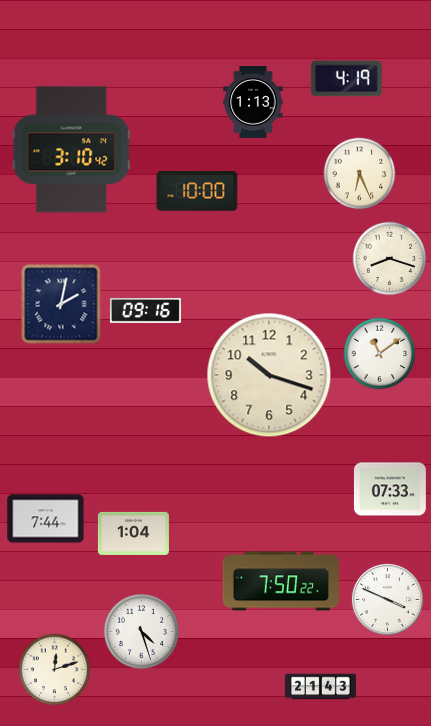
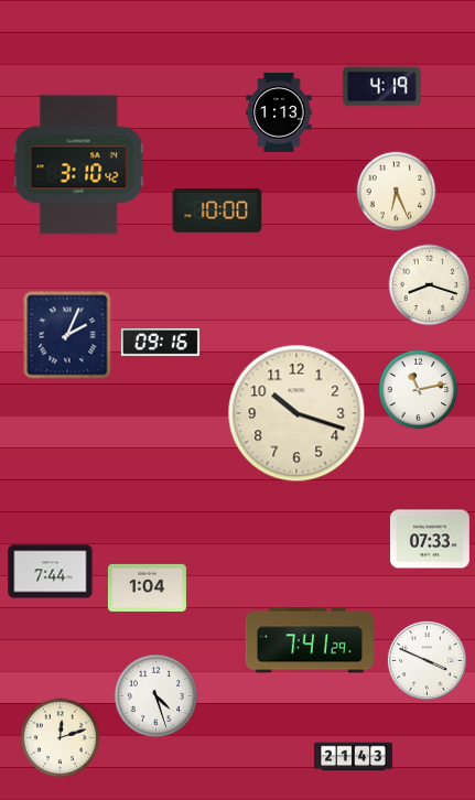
clock at (61, 304): 2:02 -> 2:04
clock at (380, 354): 11:09 -> 11:13
clock at (281, 581): 7:50 -> 7:41
